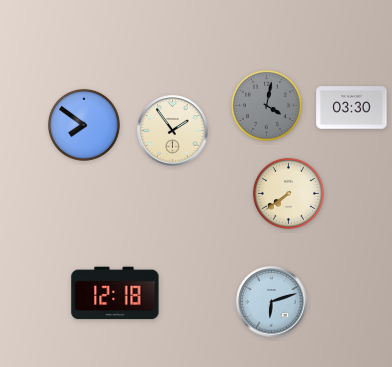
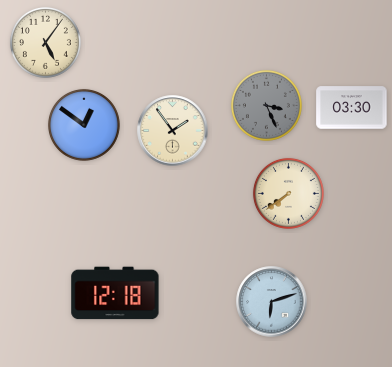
clock at (45, 42): none -> 5:06
clock at (266, 105): 4:02 -> 3:26
clock at (84, 125): 7:51 -> 12:51
